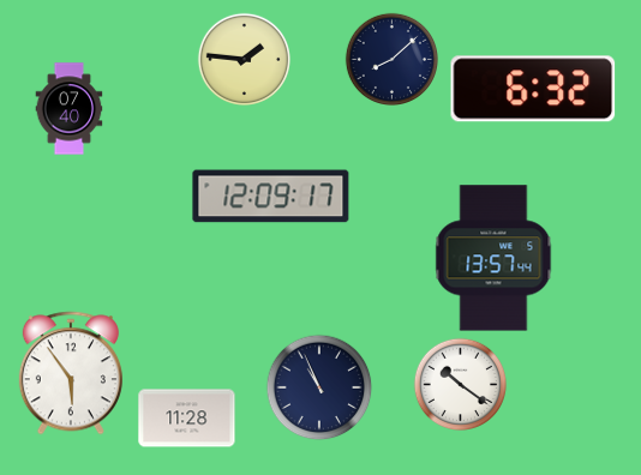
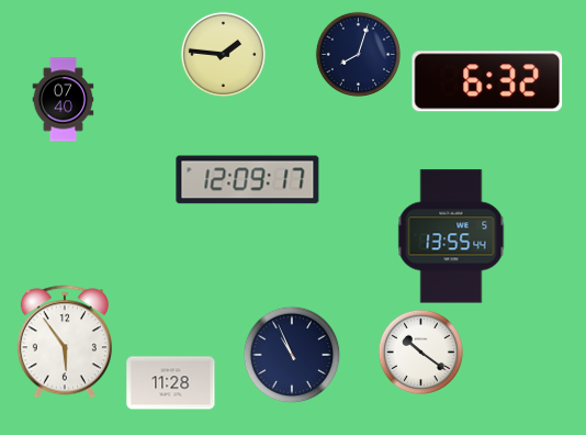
clock at (391, 59): 8:08 -> 8:03
clock at (493, 258): 13:57 -> 13:55
